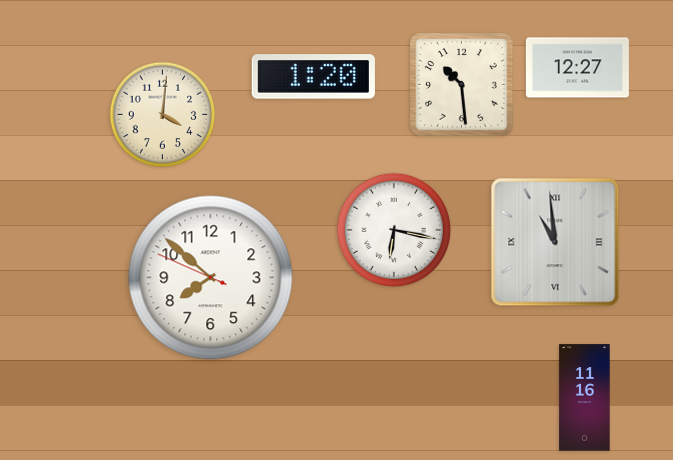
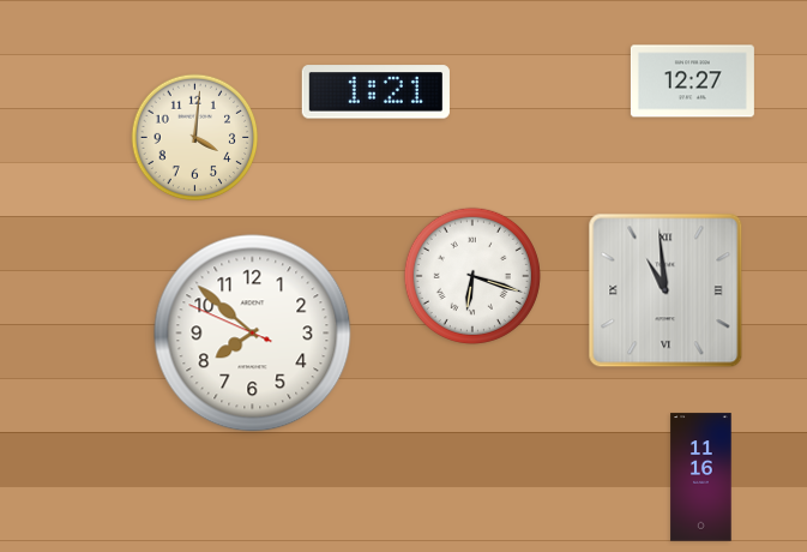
clock at (313, 77): 1:20 -> 1:21
clock at (462, 85): 10:29 -> none
clock at (394, 230): 6:17 -> 6:18
